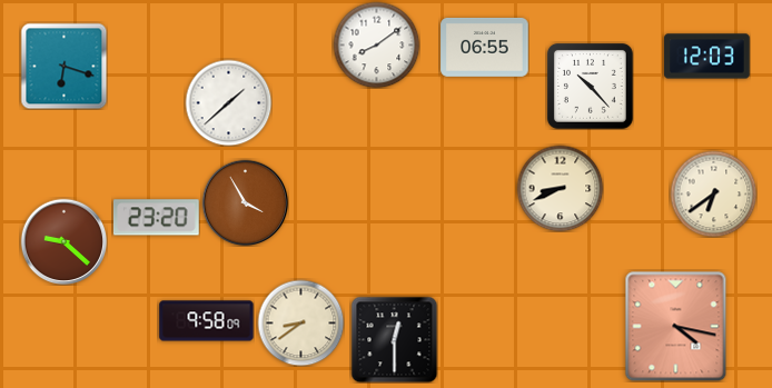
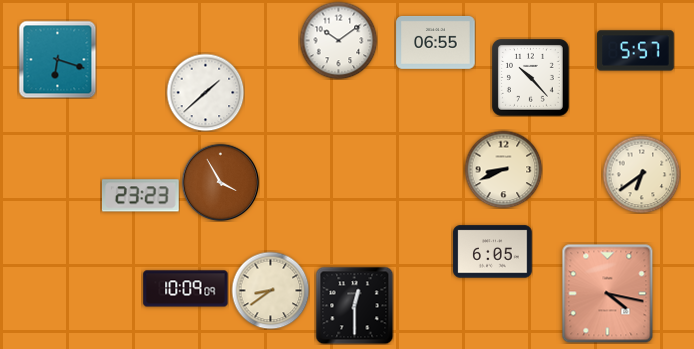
clock at (376, 44): 8:09 -> 10:09
clock at (707, 57): 12:03 -> 5:57
clock at (156, 218): 23:20 -> 23:23
clock at (63, 241): 9:22 -> none
clock at (493, 252): none -> 6:05
clock at (207, 321): 9:58 -> 10:09
